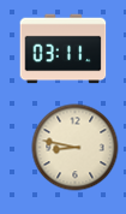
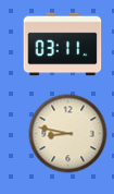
clock at (64, 49) position: (64, 49) -> (63, 45)
